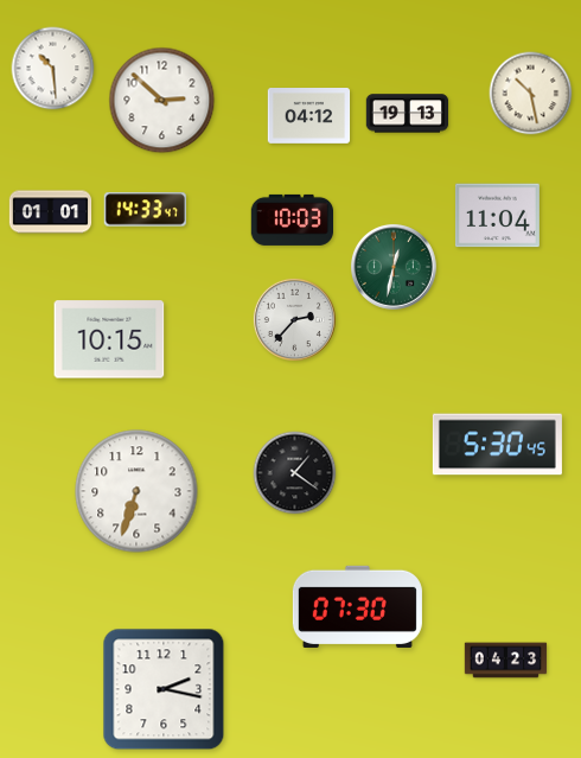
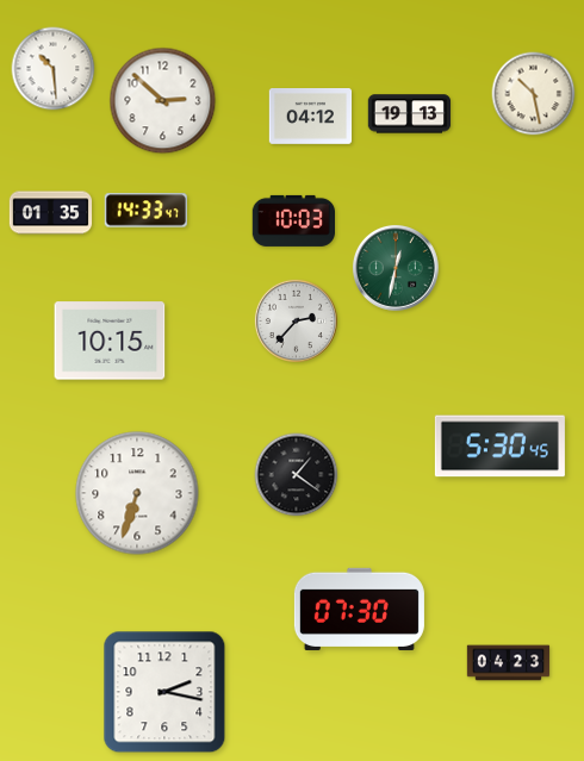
clock at (51, 212): 01:01 -> 01:35
clock at (497, 216): 11:04 -> none
